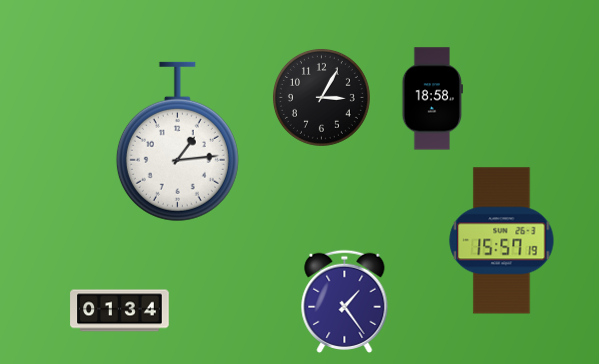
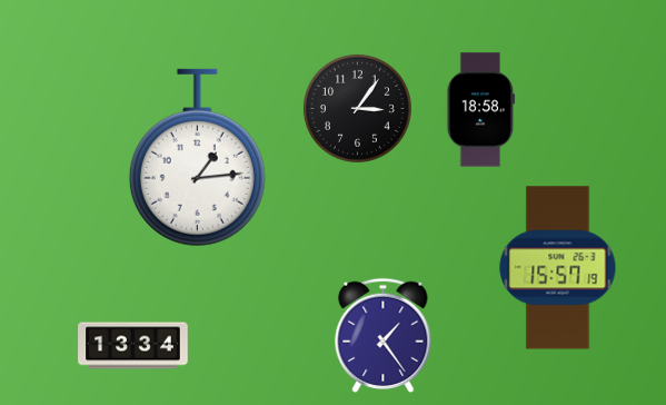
clock at (321, 97): 3:05 -> 3:06
clock at (120, 311): 01:34 -> 13:34
